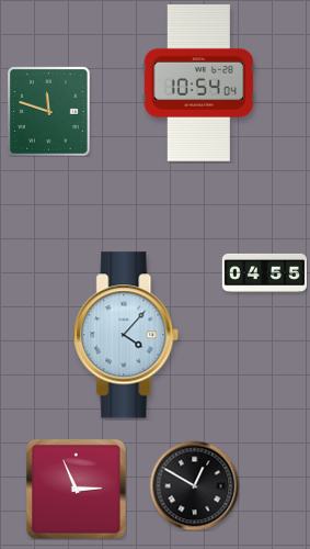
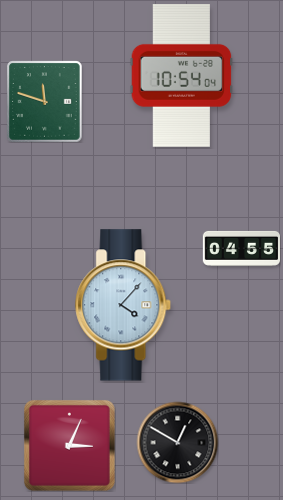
clock at (127, 335) position: (127, 335) -> (124, 305)
clock at (76, 489): 2:56 -> 3:04
